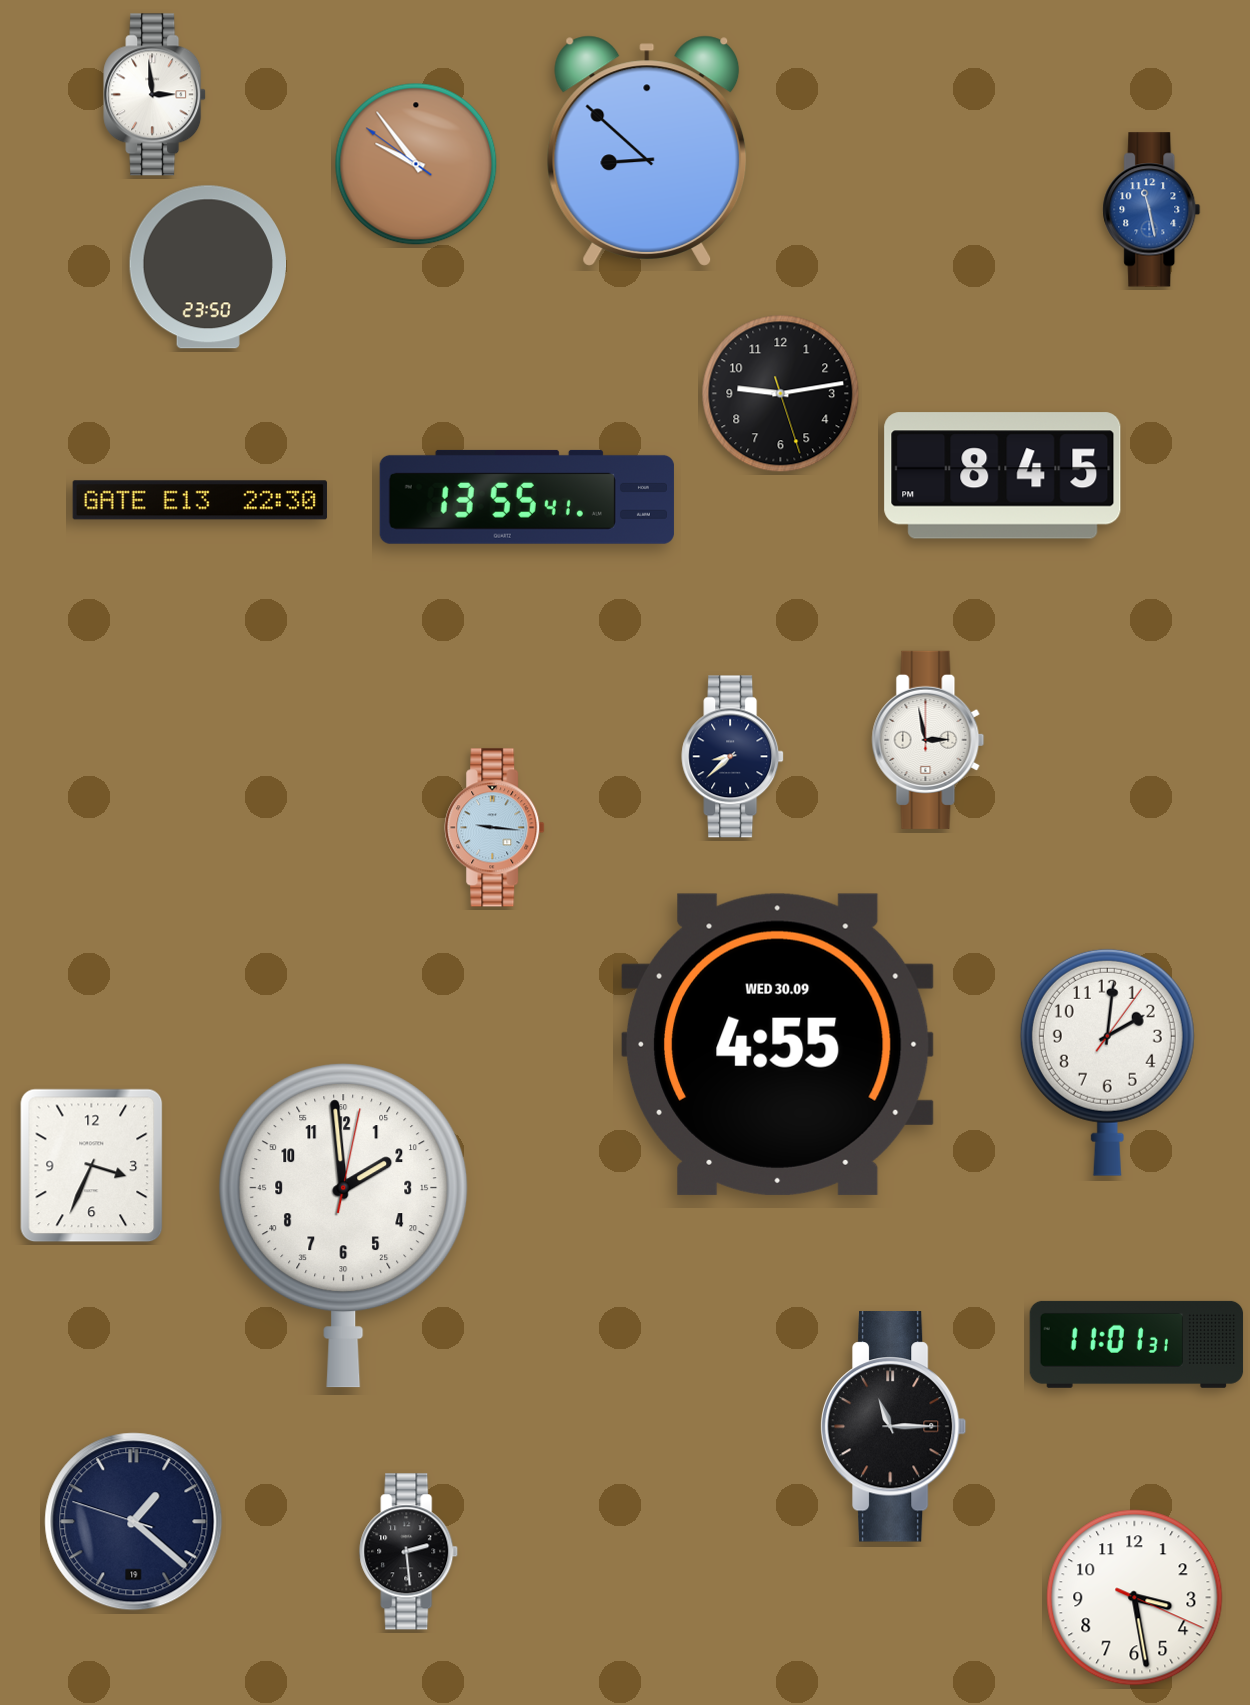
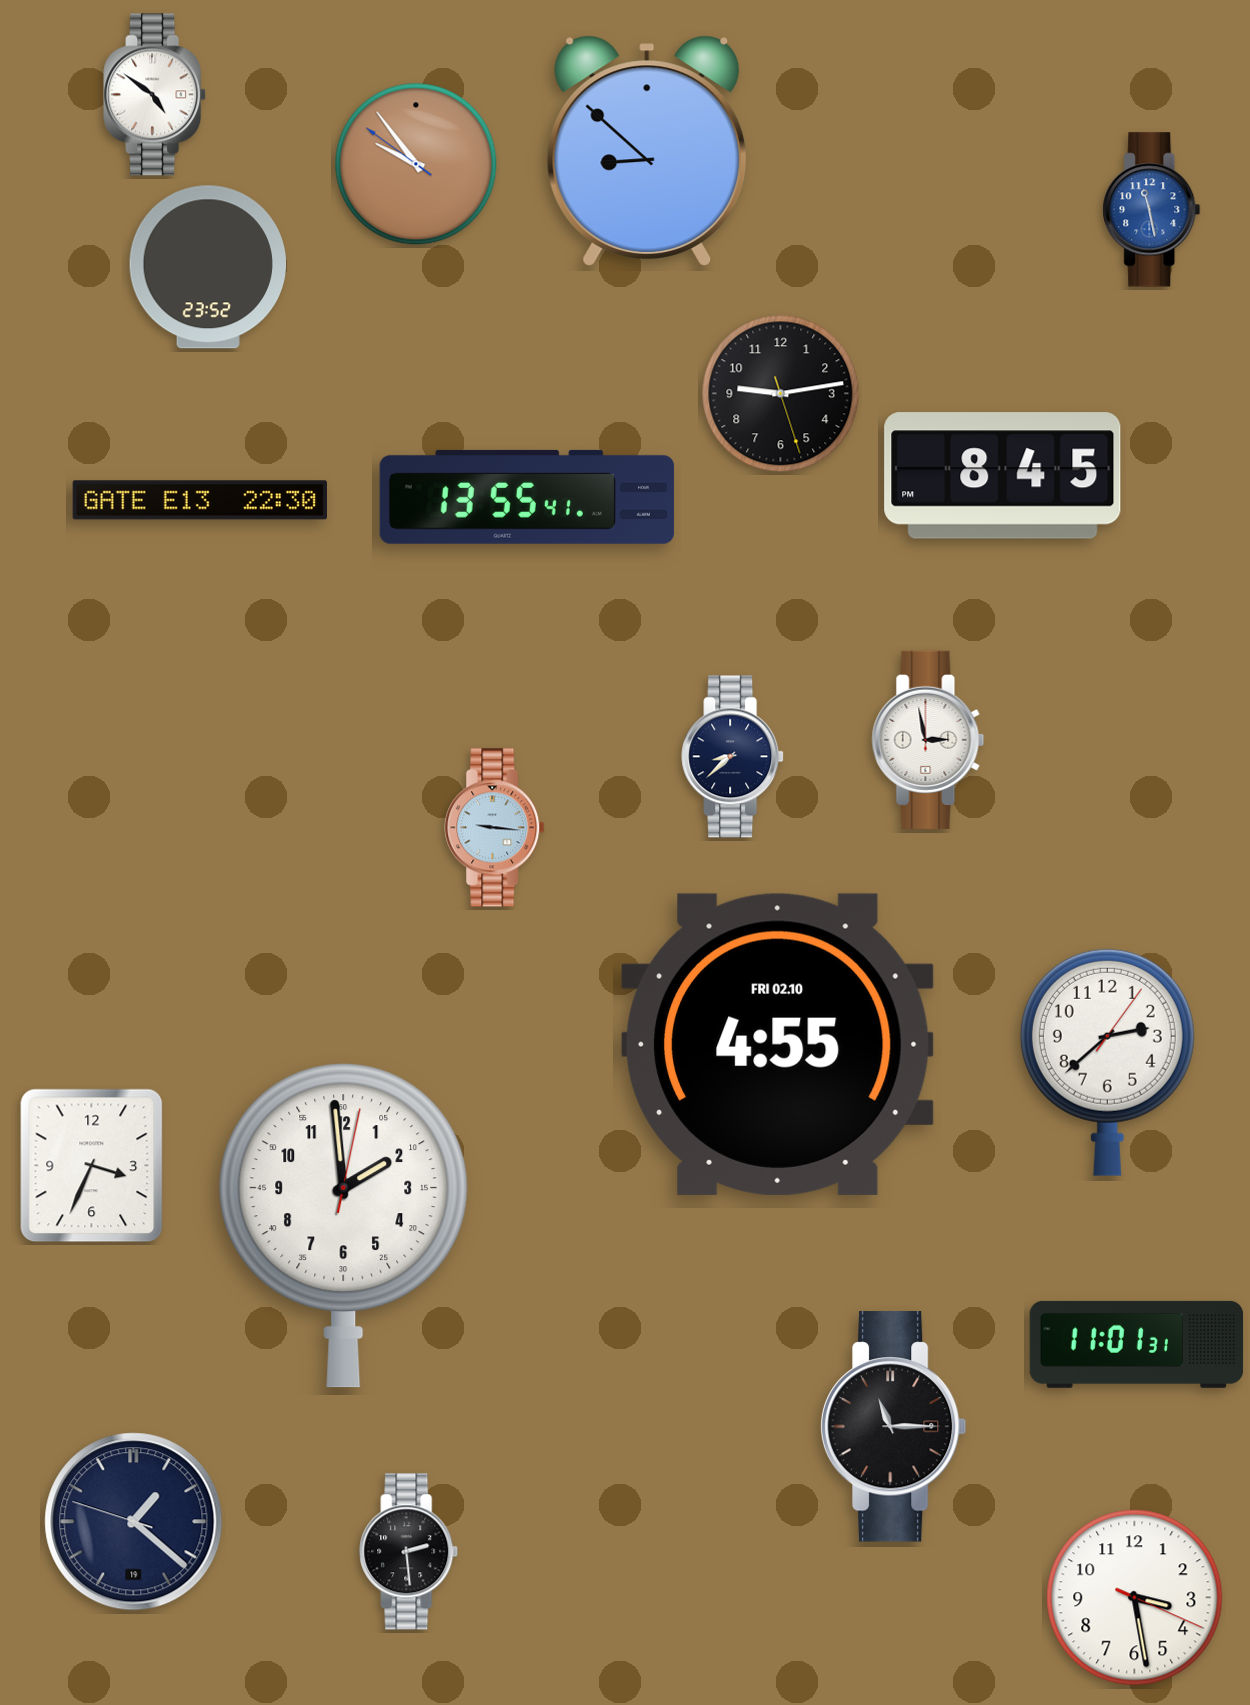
clock at (155, 95): 2:59 -> 4:51
clock at (208, 267): 23:50 -> 23:52
clock at (777, 1044) date: WED 30.09 -> FRI 02.10
clock at (1107, 1062): 2:01 -> 2:38
